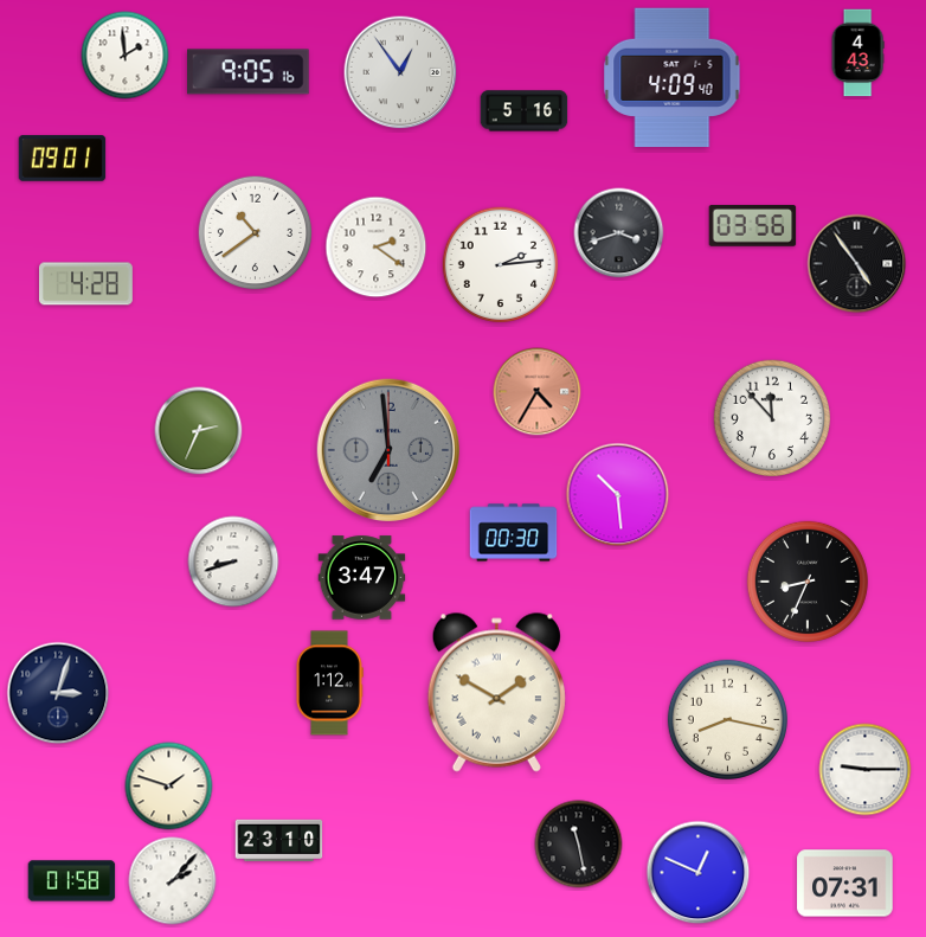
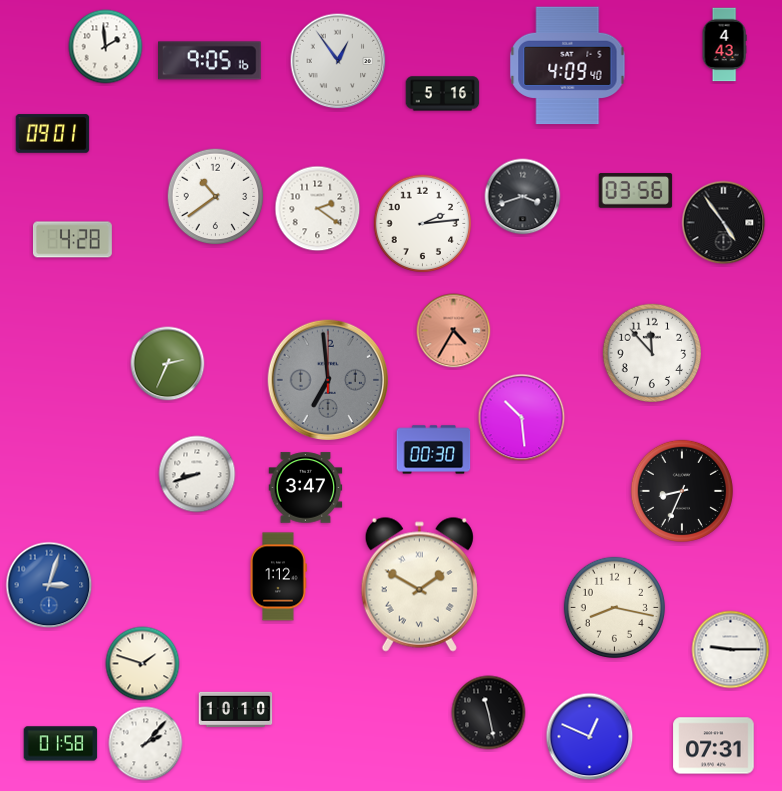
clock at (58, 693) dial: navy -> blue
clock at (279, 840): 23:10 -> 10:10
